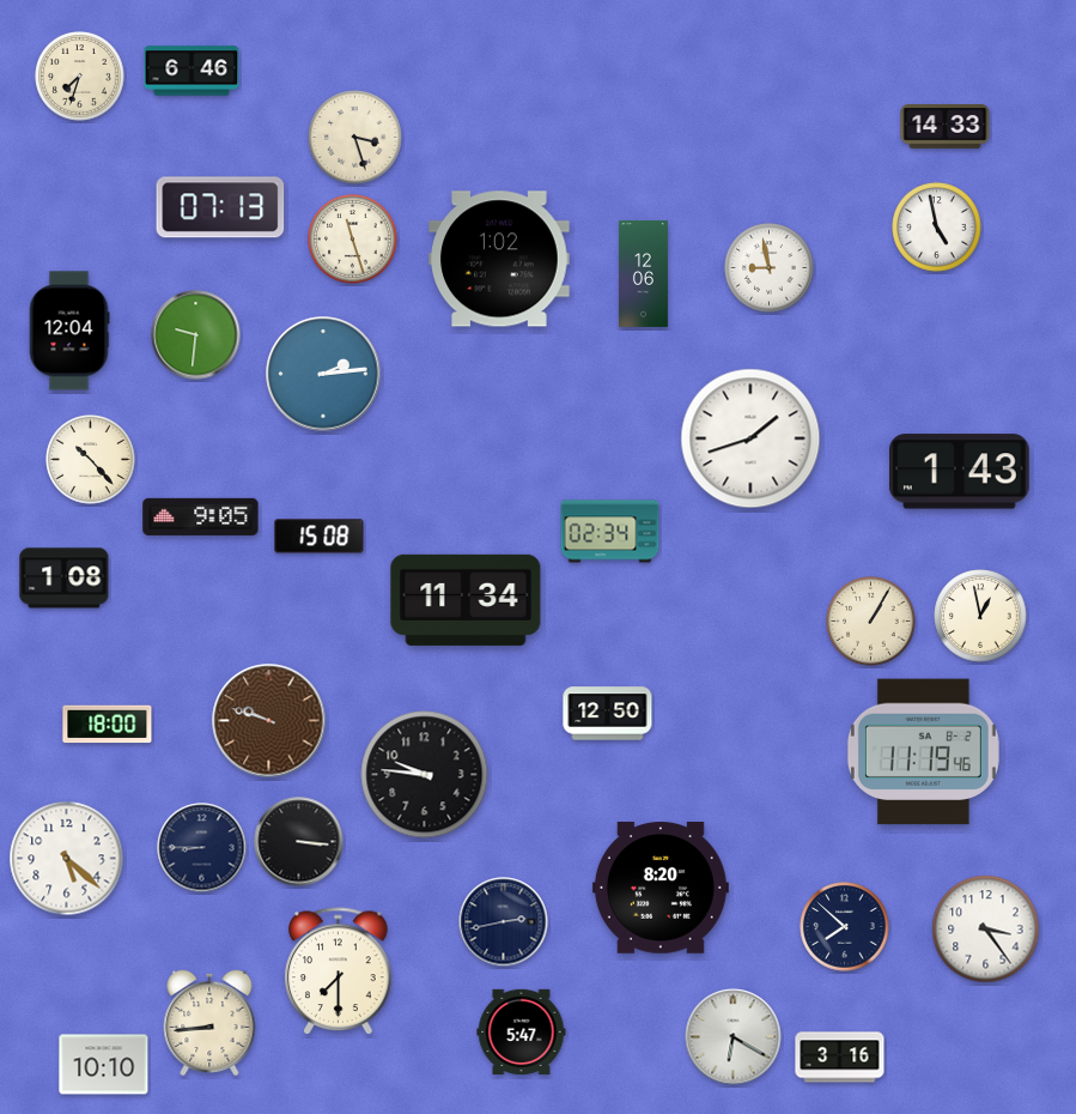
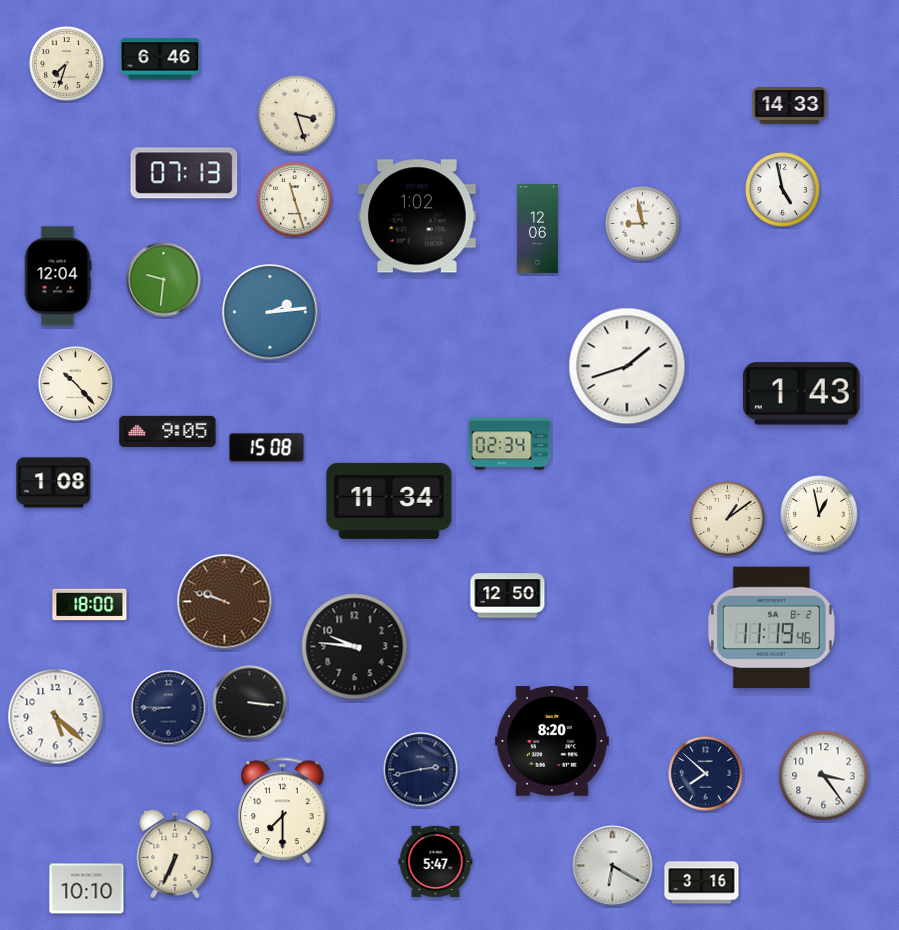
clock at (871, 622): 1:05 -> 1:09
clock at (209, 1022): 8:44 -> 6:34
